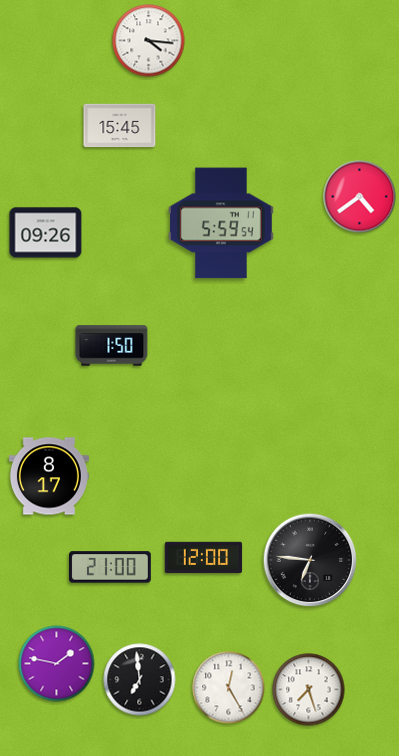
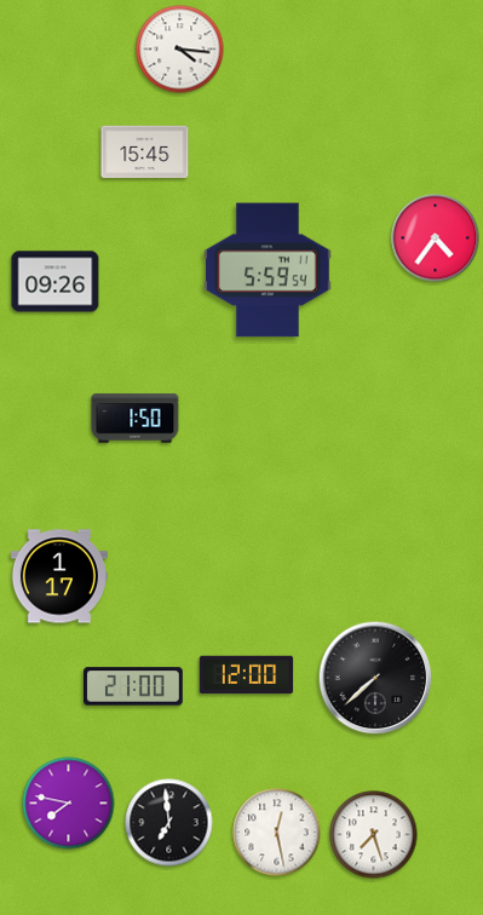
clock at (360, 197): 4:39 -> 4:36
clock at (49, 476): 8:17 -> 1:17
clock at (310, 560): 6:46 -> 7:38
clock at (57, 664): 1:47 -> 7:47
clock at (229, 688): 12:25 -> 12:28
